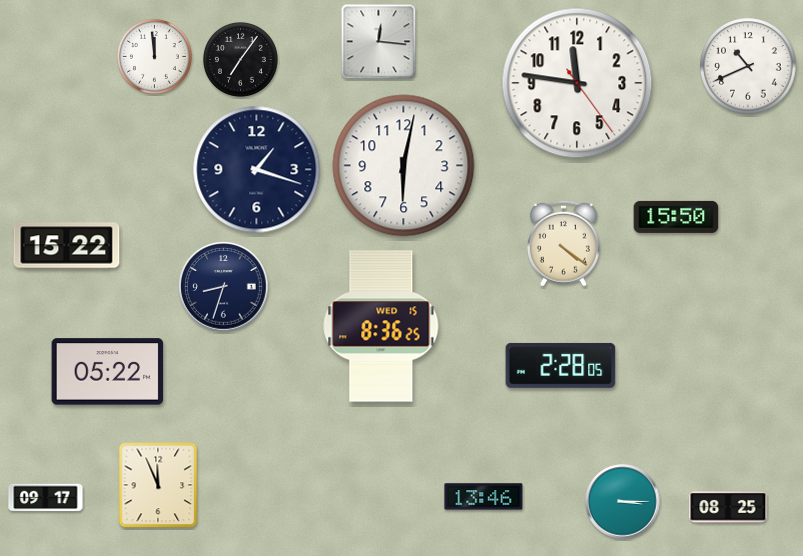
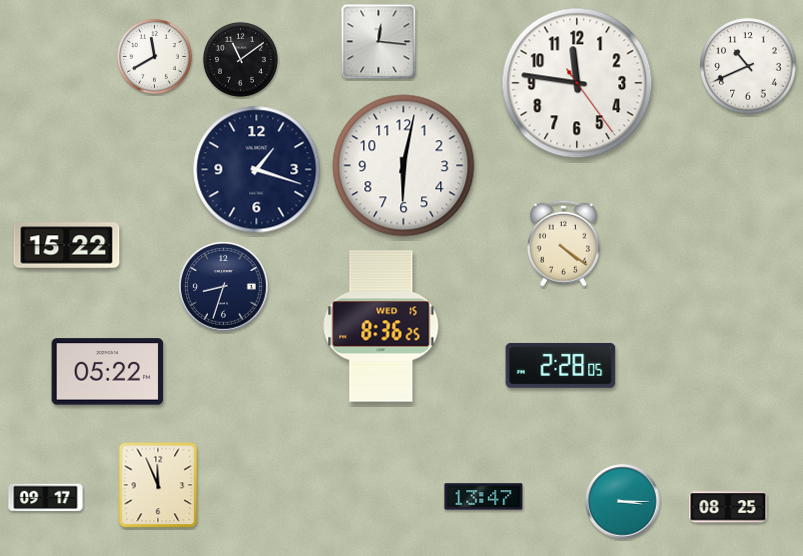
clock at (154, 56): 11:59 -> 11:40
clock at (240, 59): 7:06 -> 11:09
clock at (676, 217): 15:50 -> none
clock at (484, 497): 13:46 -> 13:47
